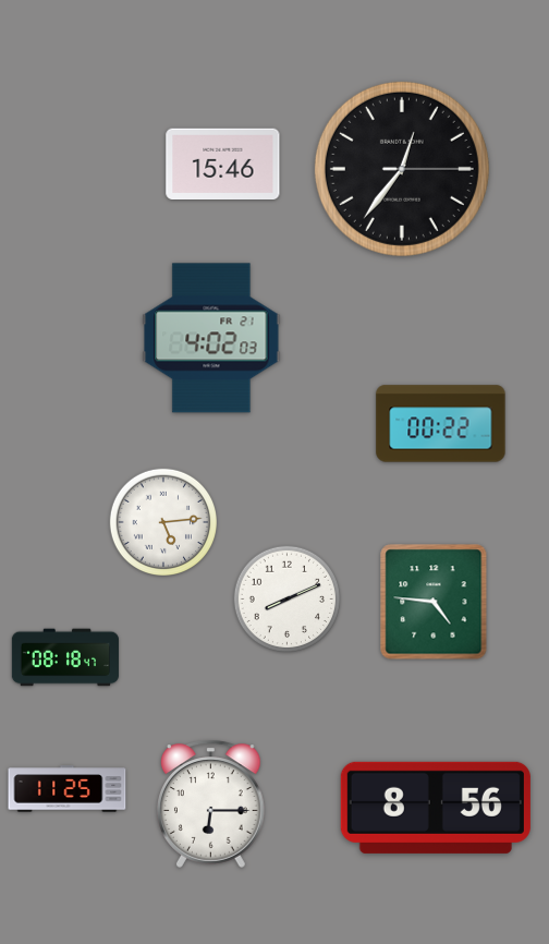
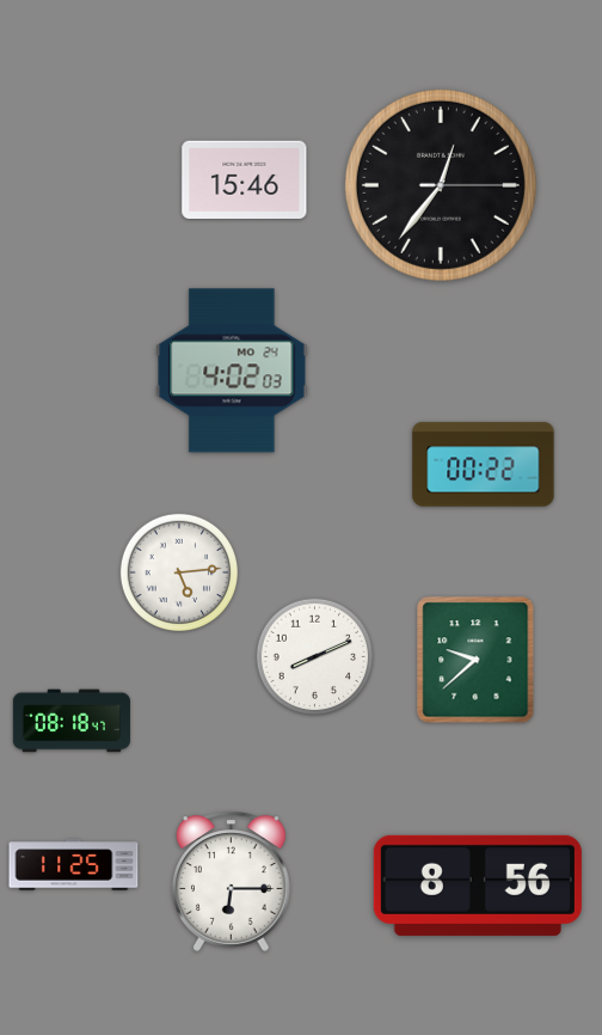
clock at (211, 338) date: FR 21 -> MO 24
clock at (434, 602): 4:46 -> 9:38
